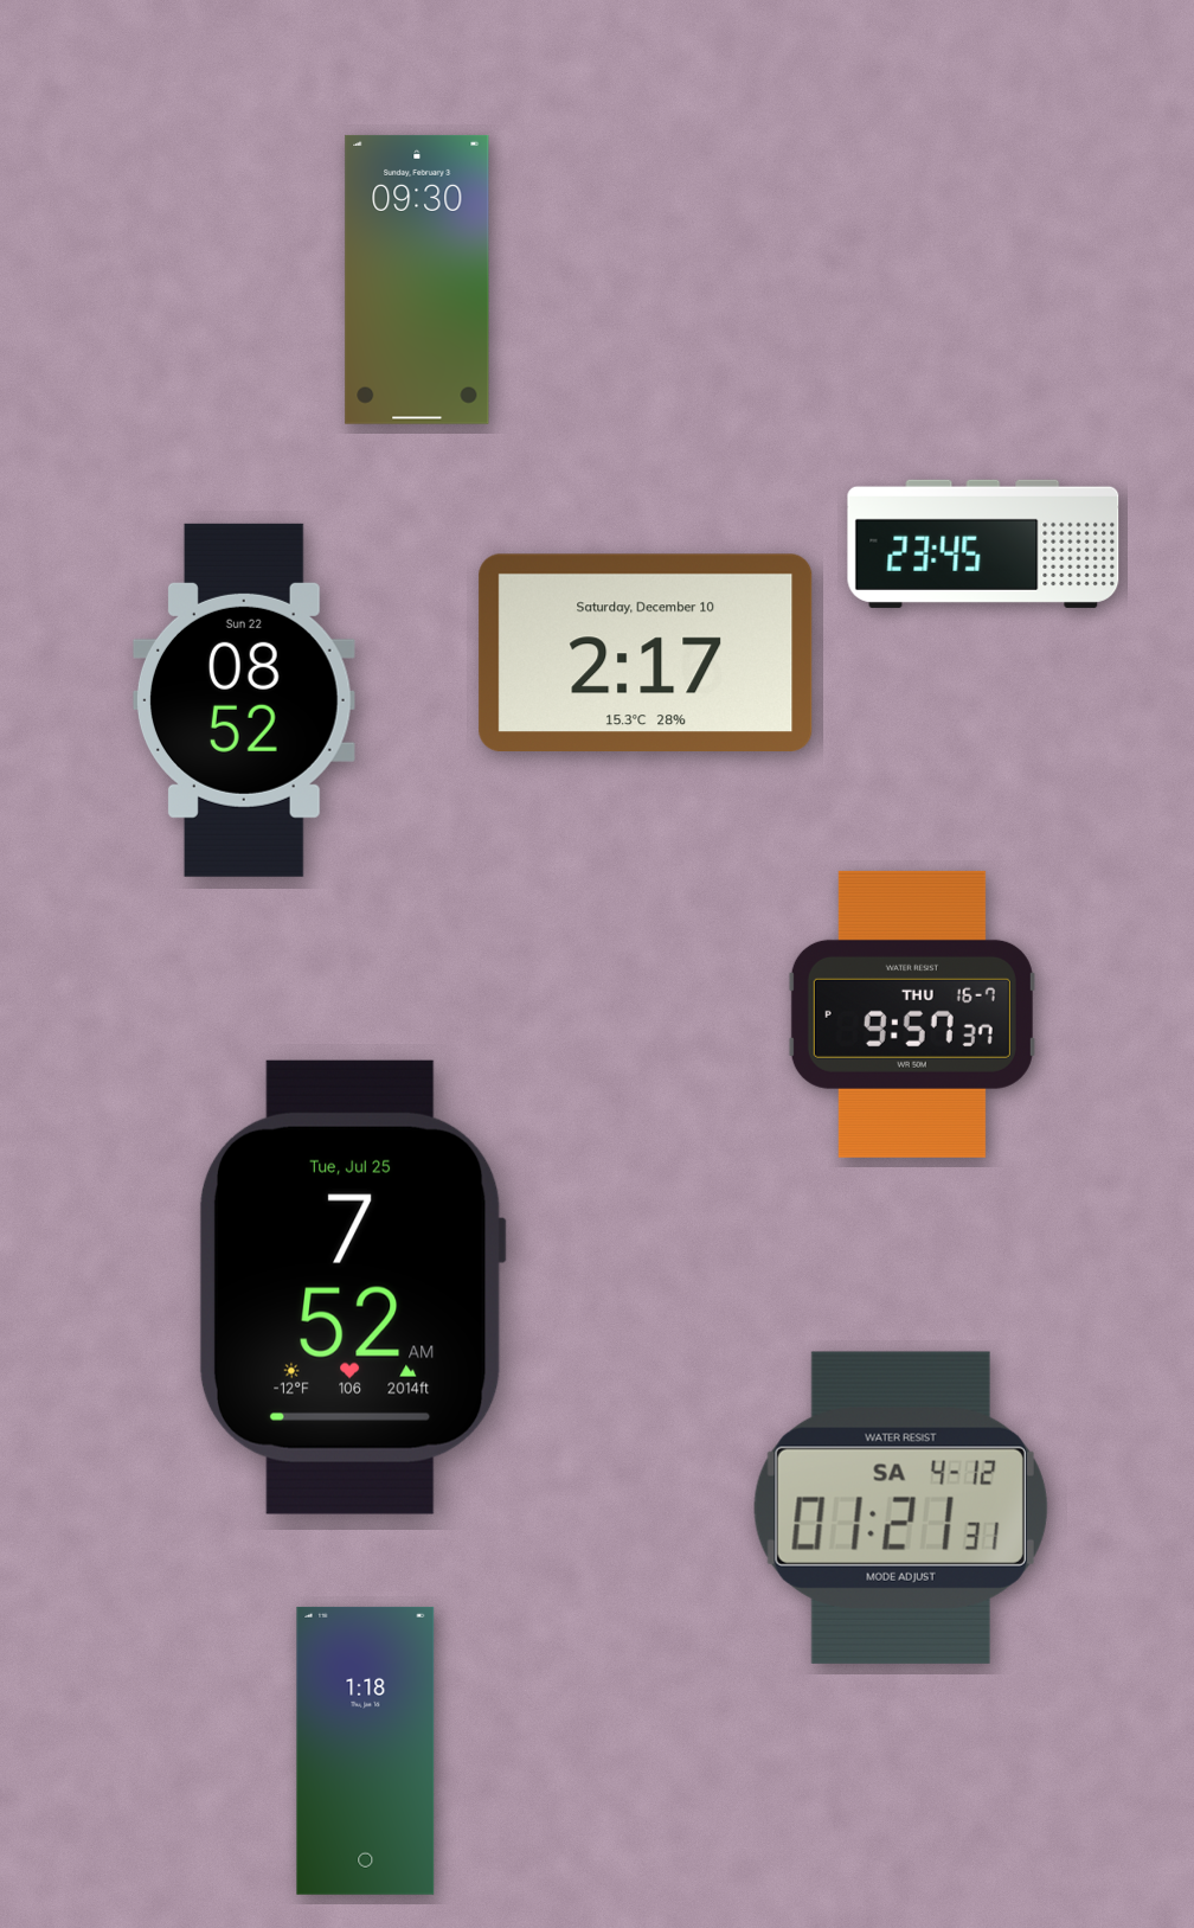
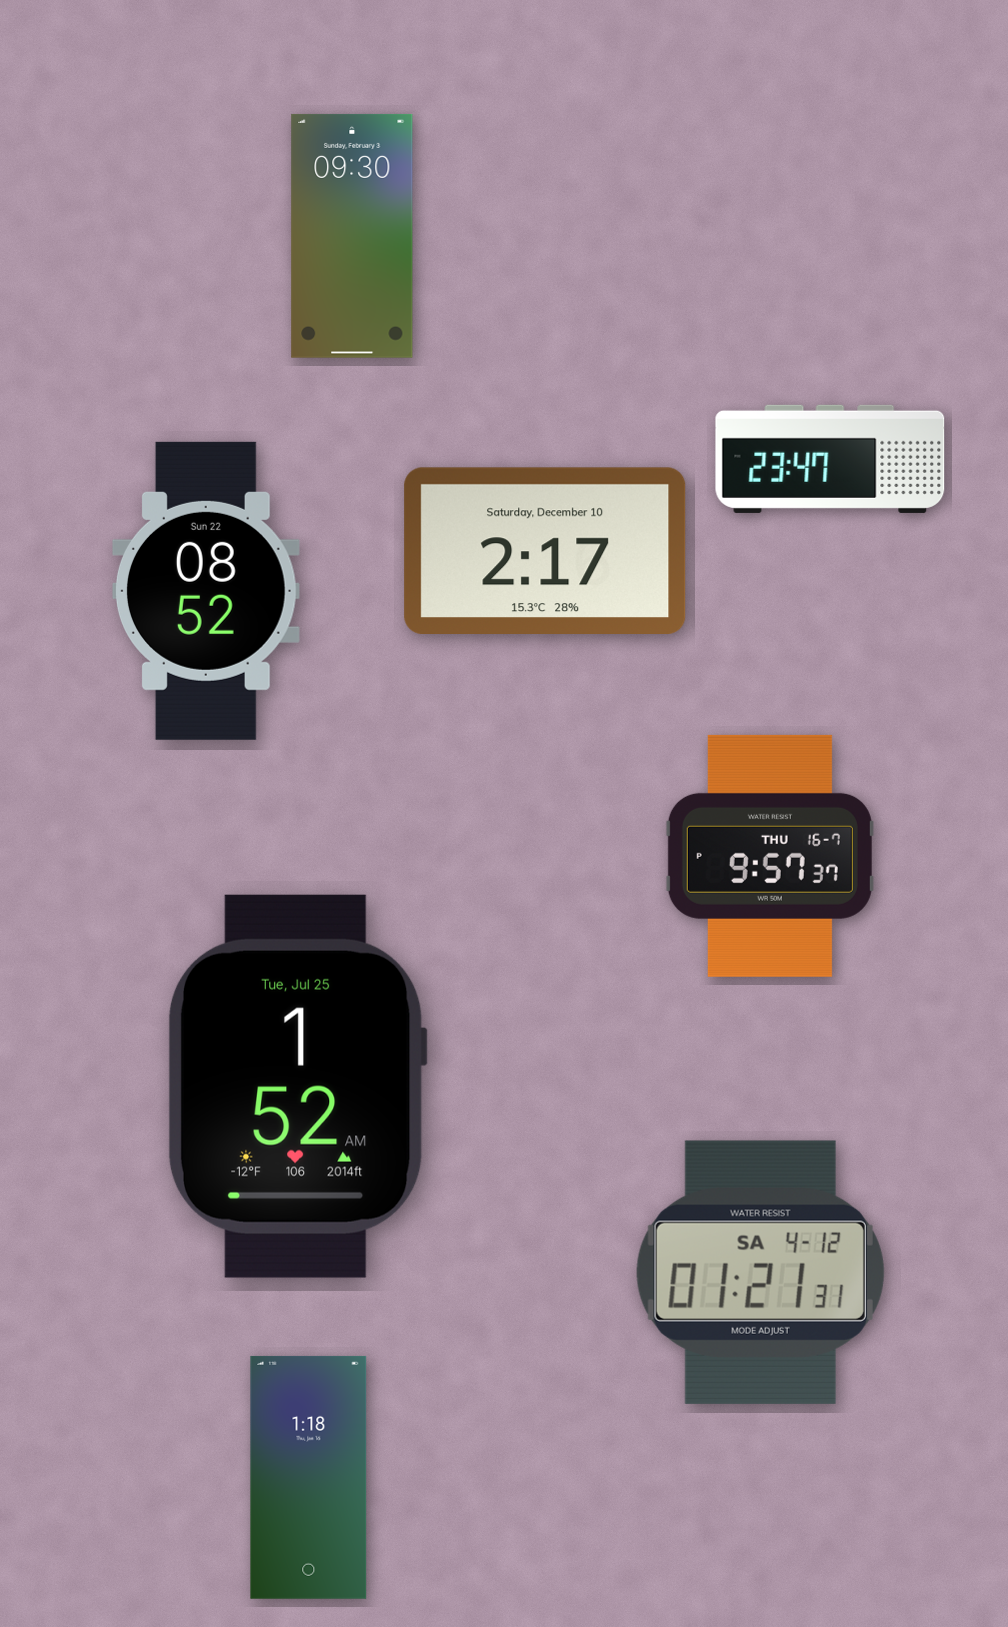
clock at (983, 544): 23:45 -> 23:47
clock at (352, 1287): 7:52 -> 1:52
